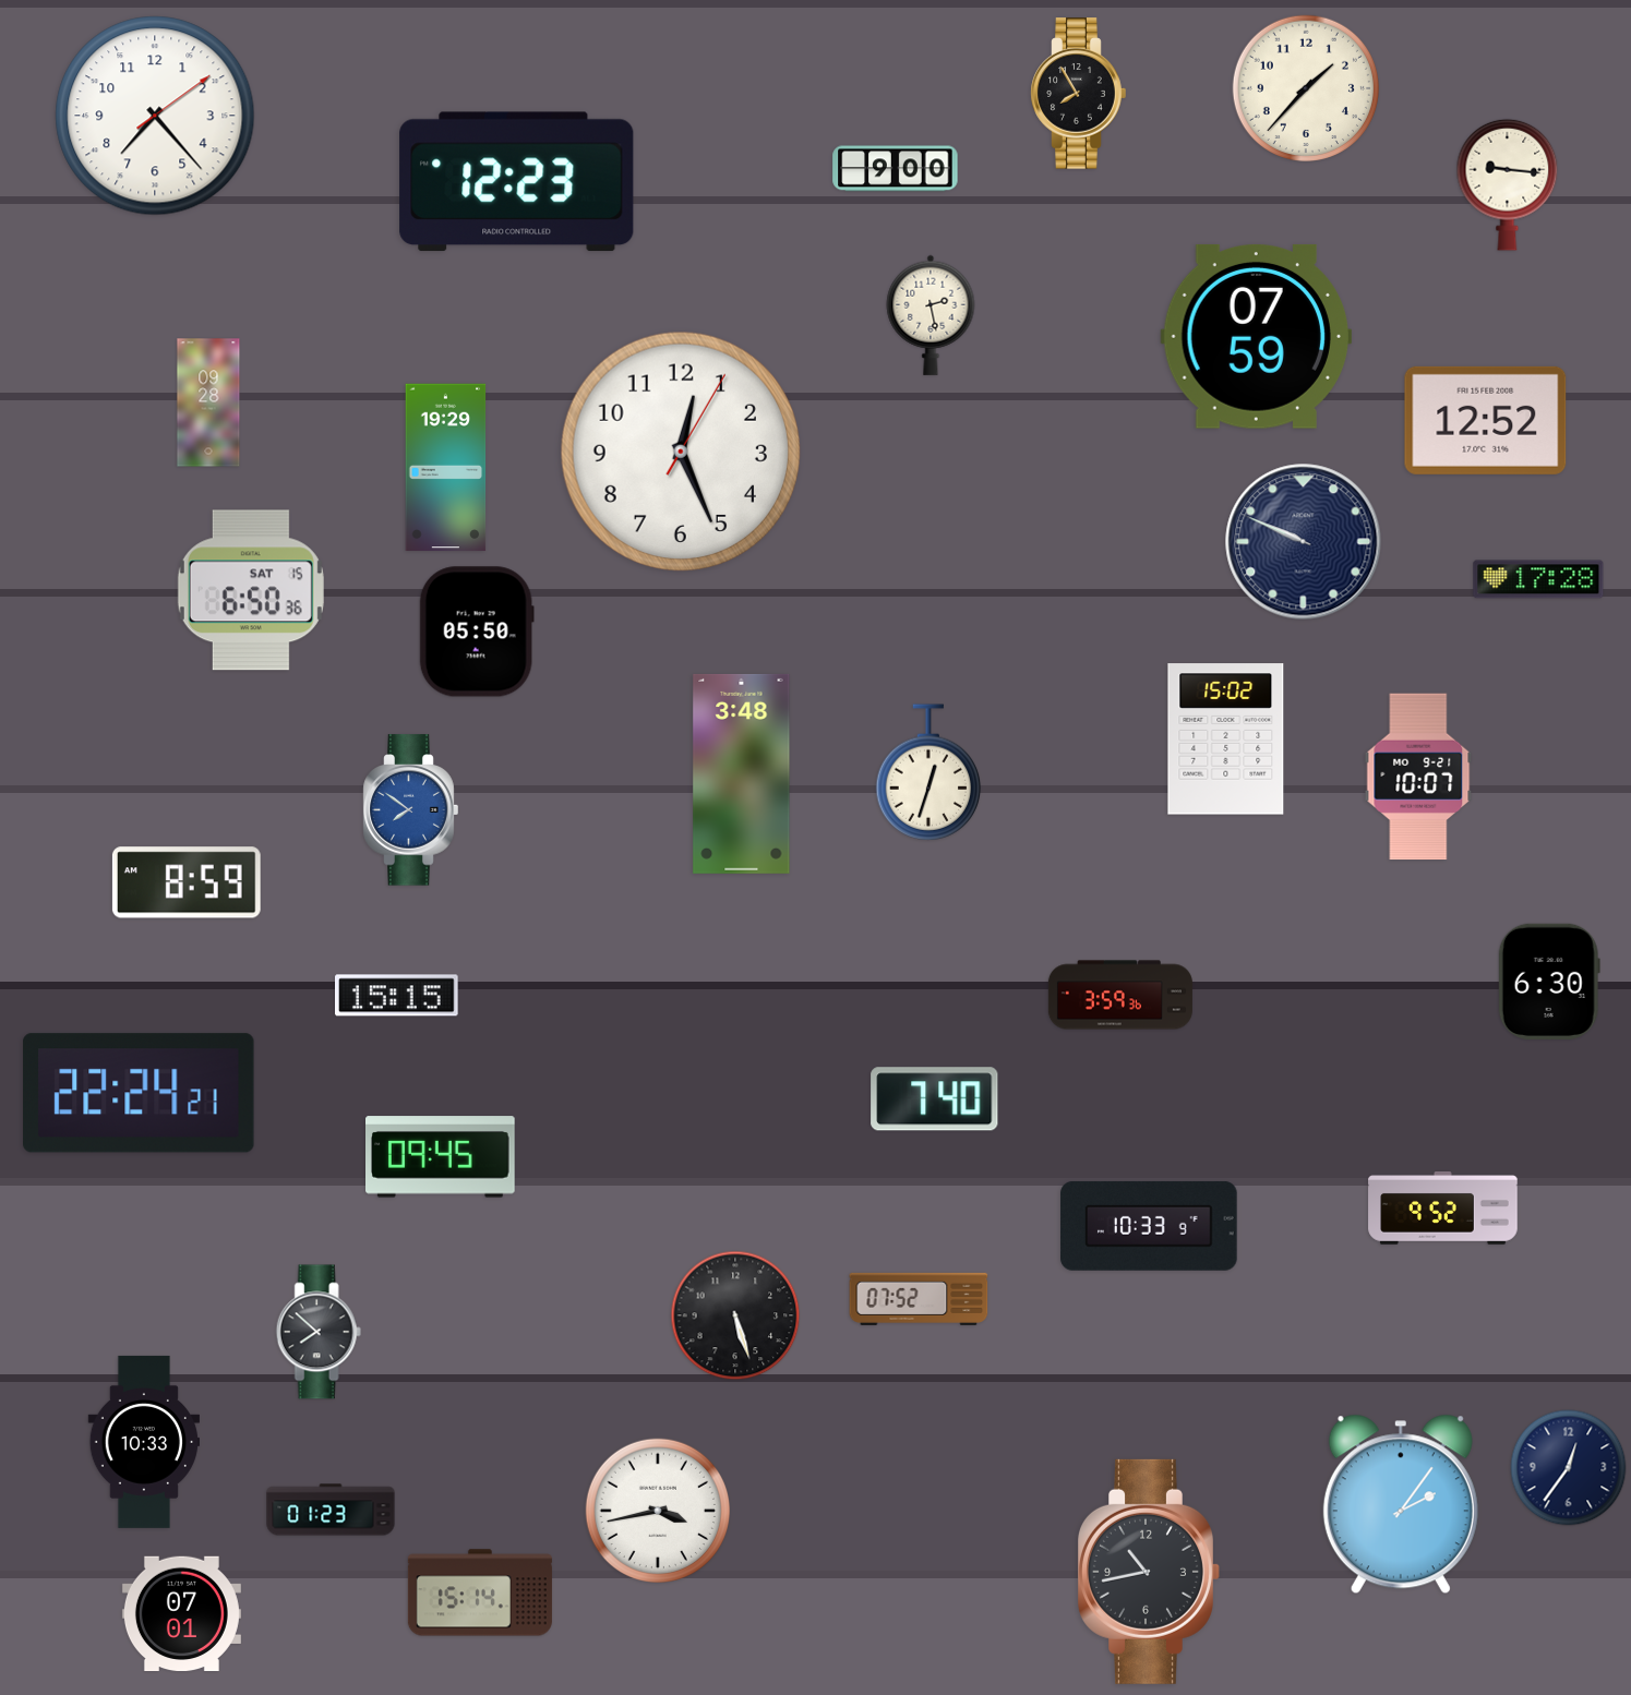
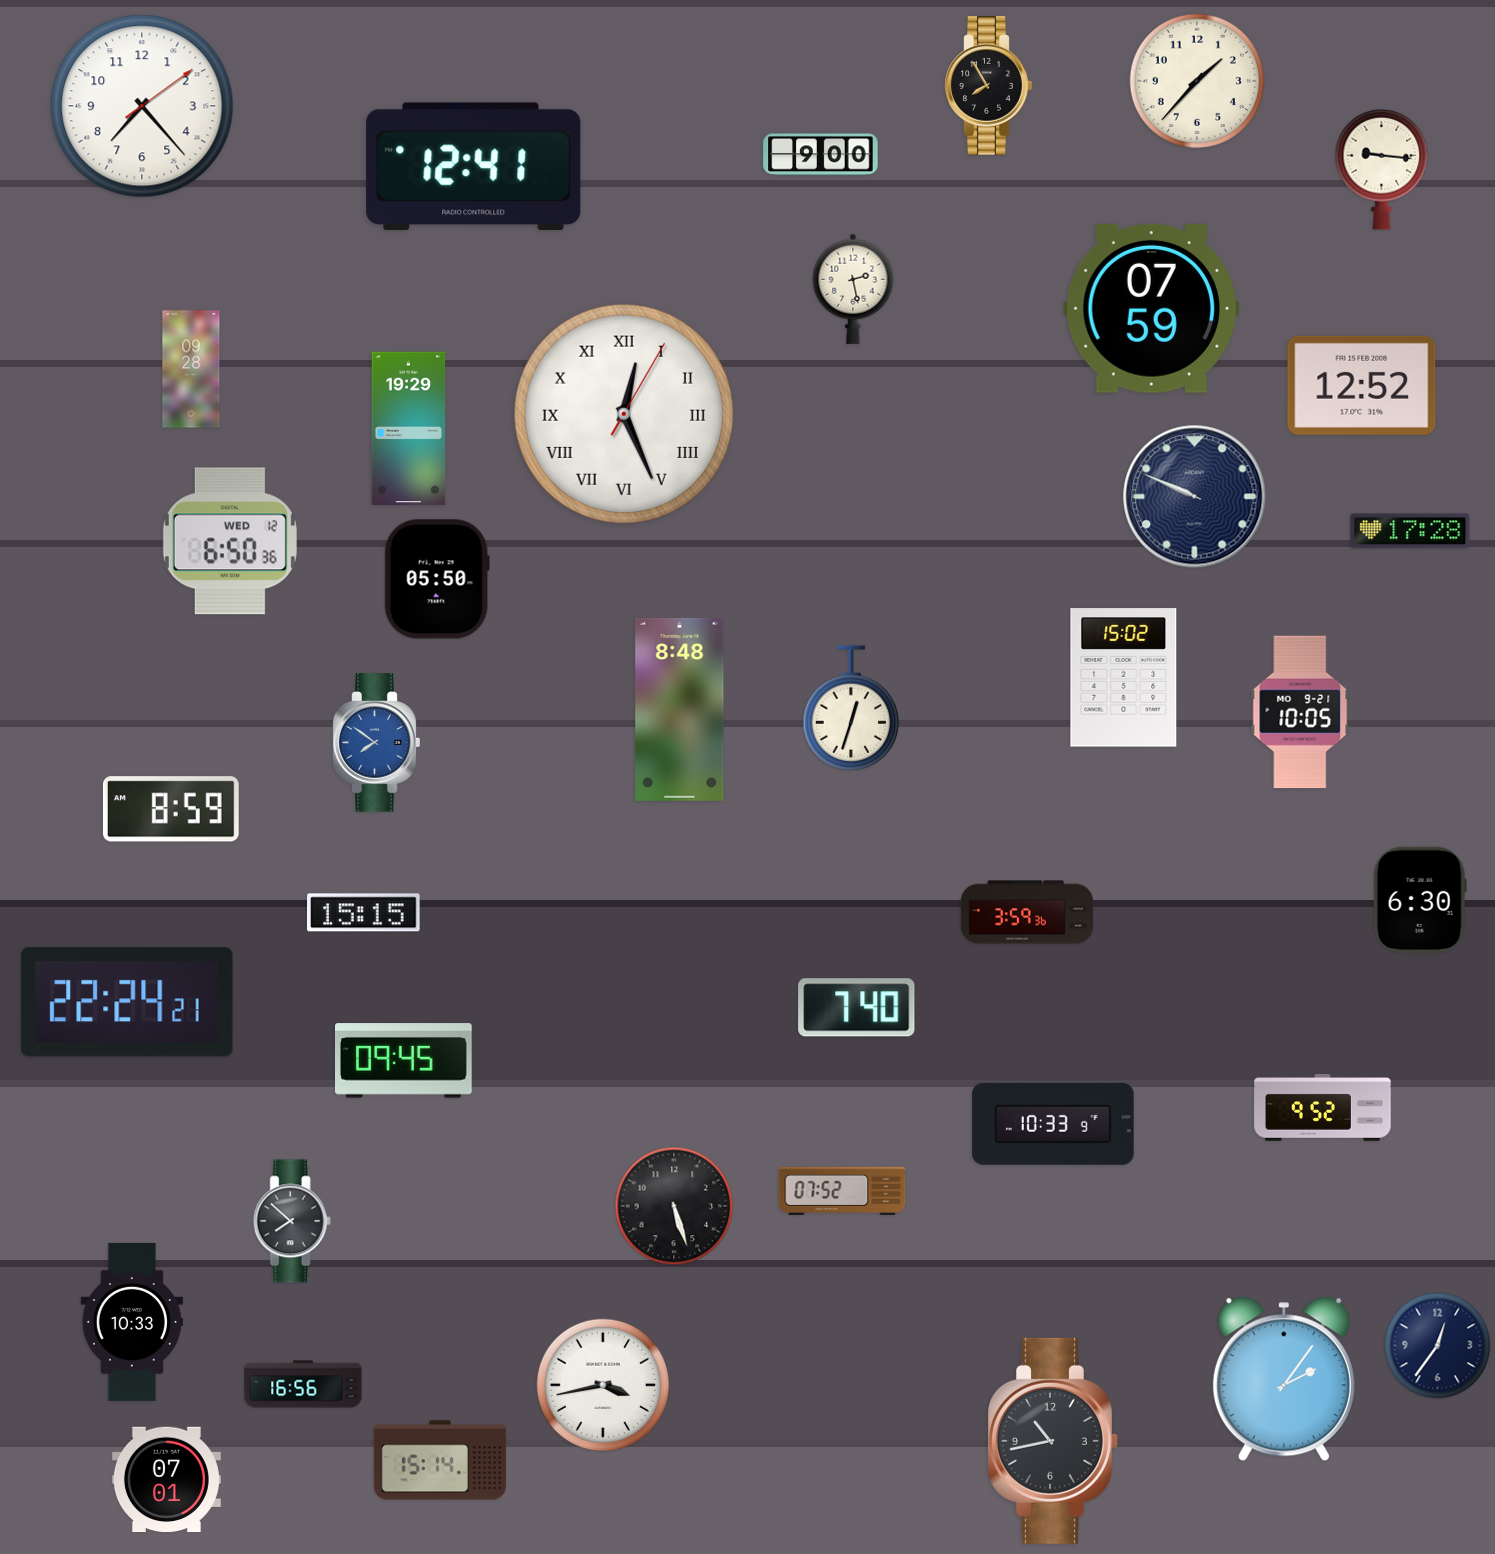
clock at (517, 182): 12:23 -> 12:41
clock at (680, 450) numerals: Arabic -> Roman
clock at (251, 590) date: SAT 15 -> WED 12
clock at (742, 773): 3:48 -> 8:48
clock at (1418, 777): 10:07 -> 10:05
clock at (331, 1510): 01:23 -> 16:56
